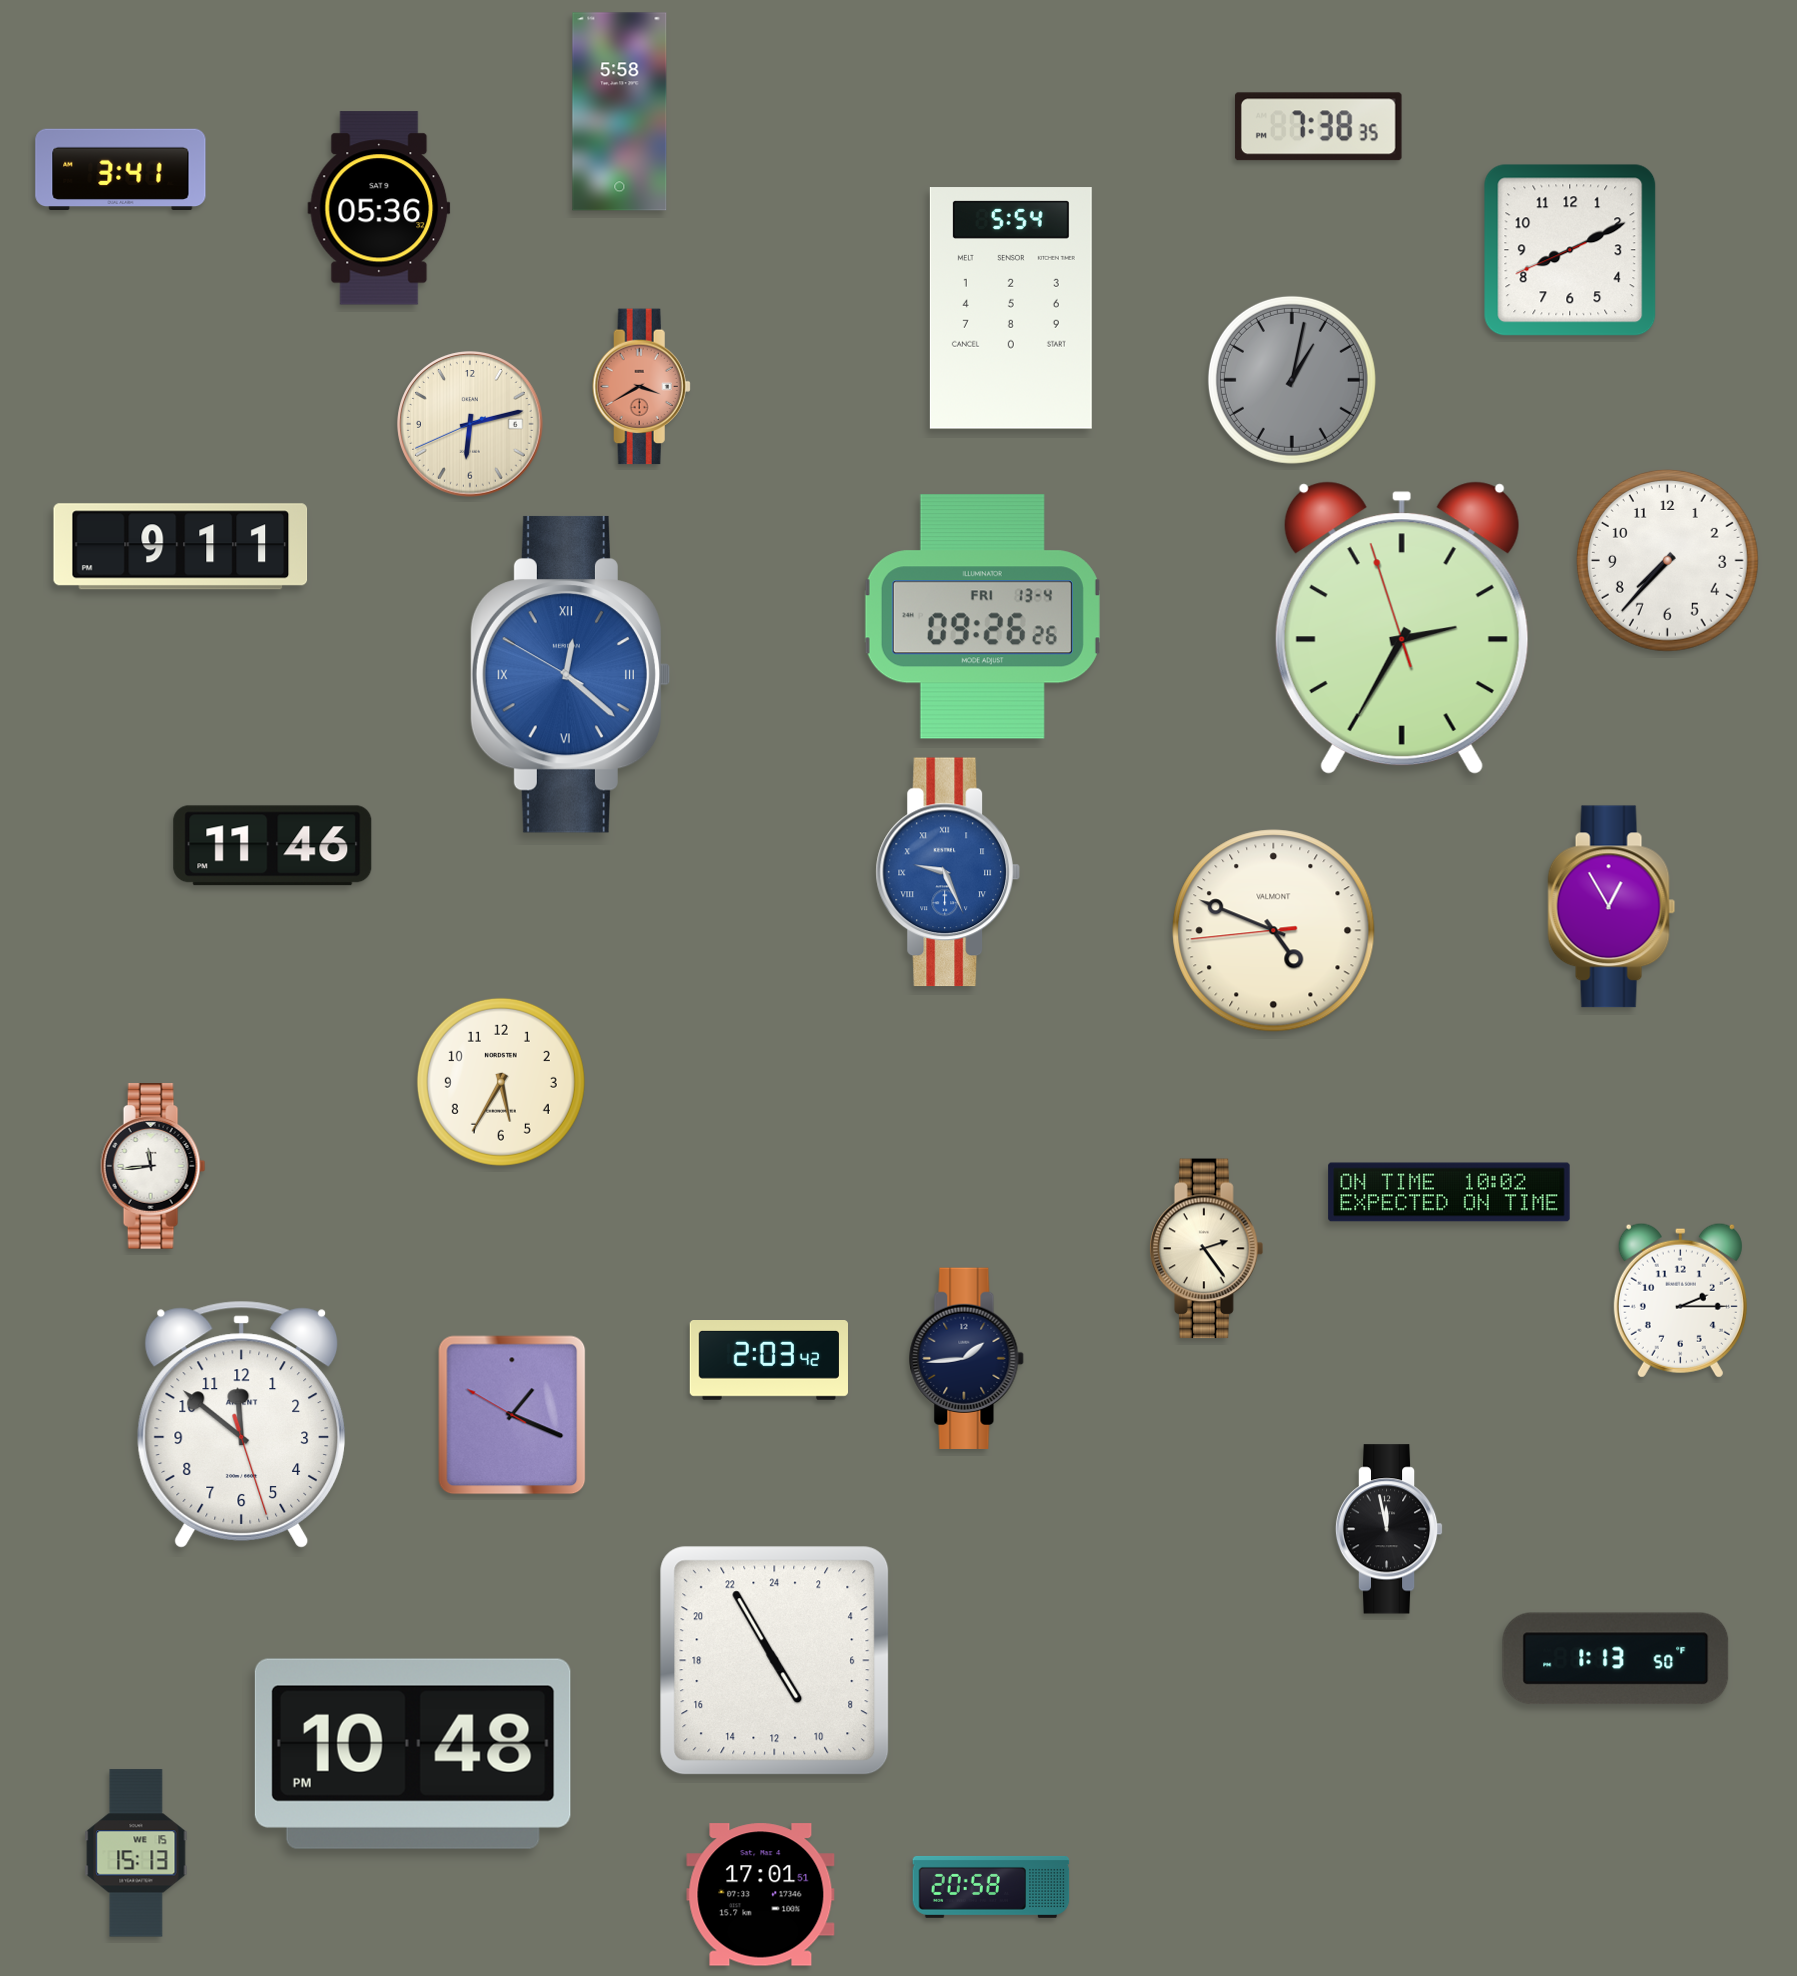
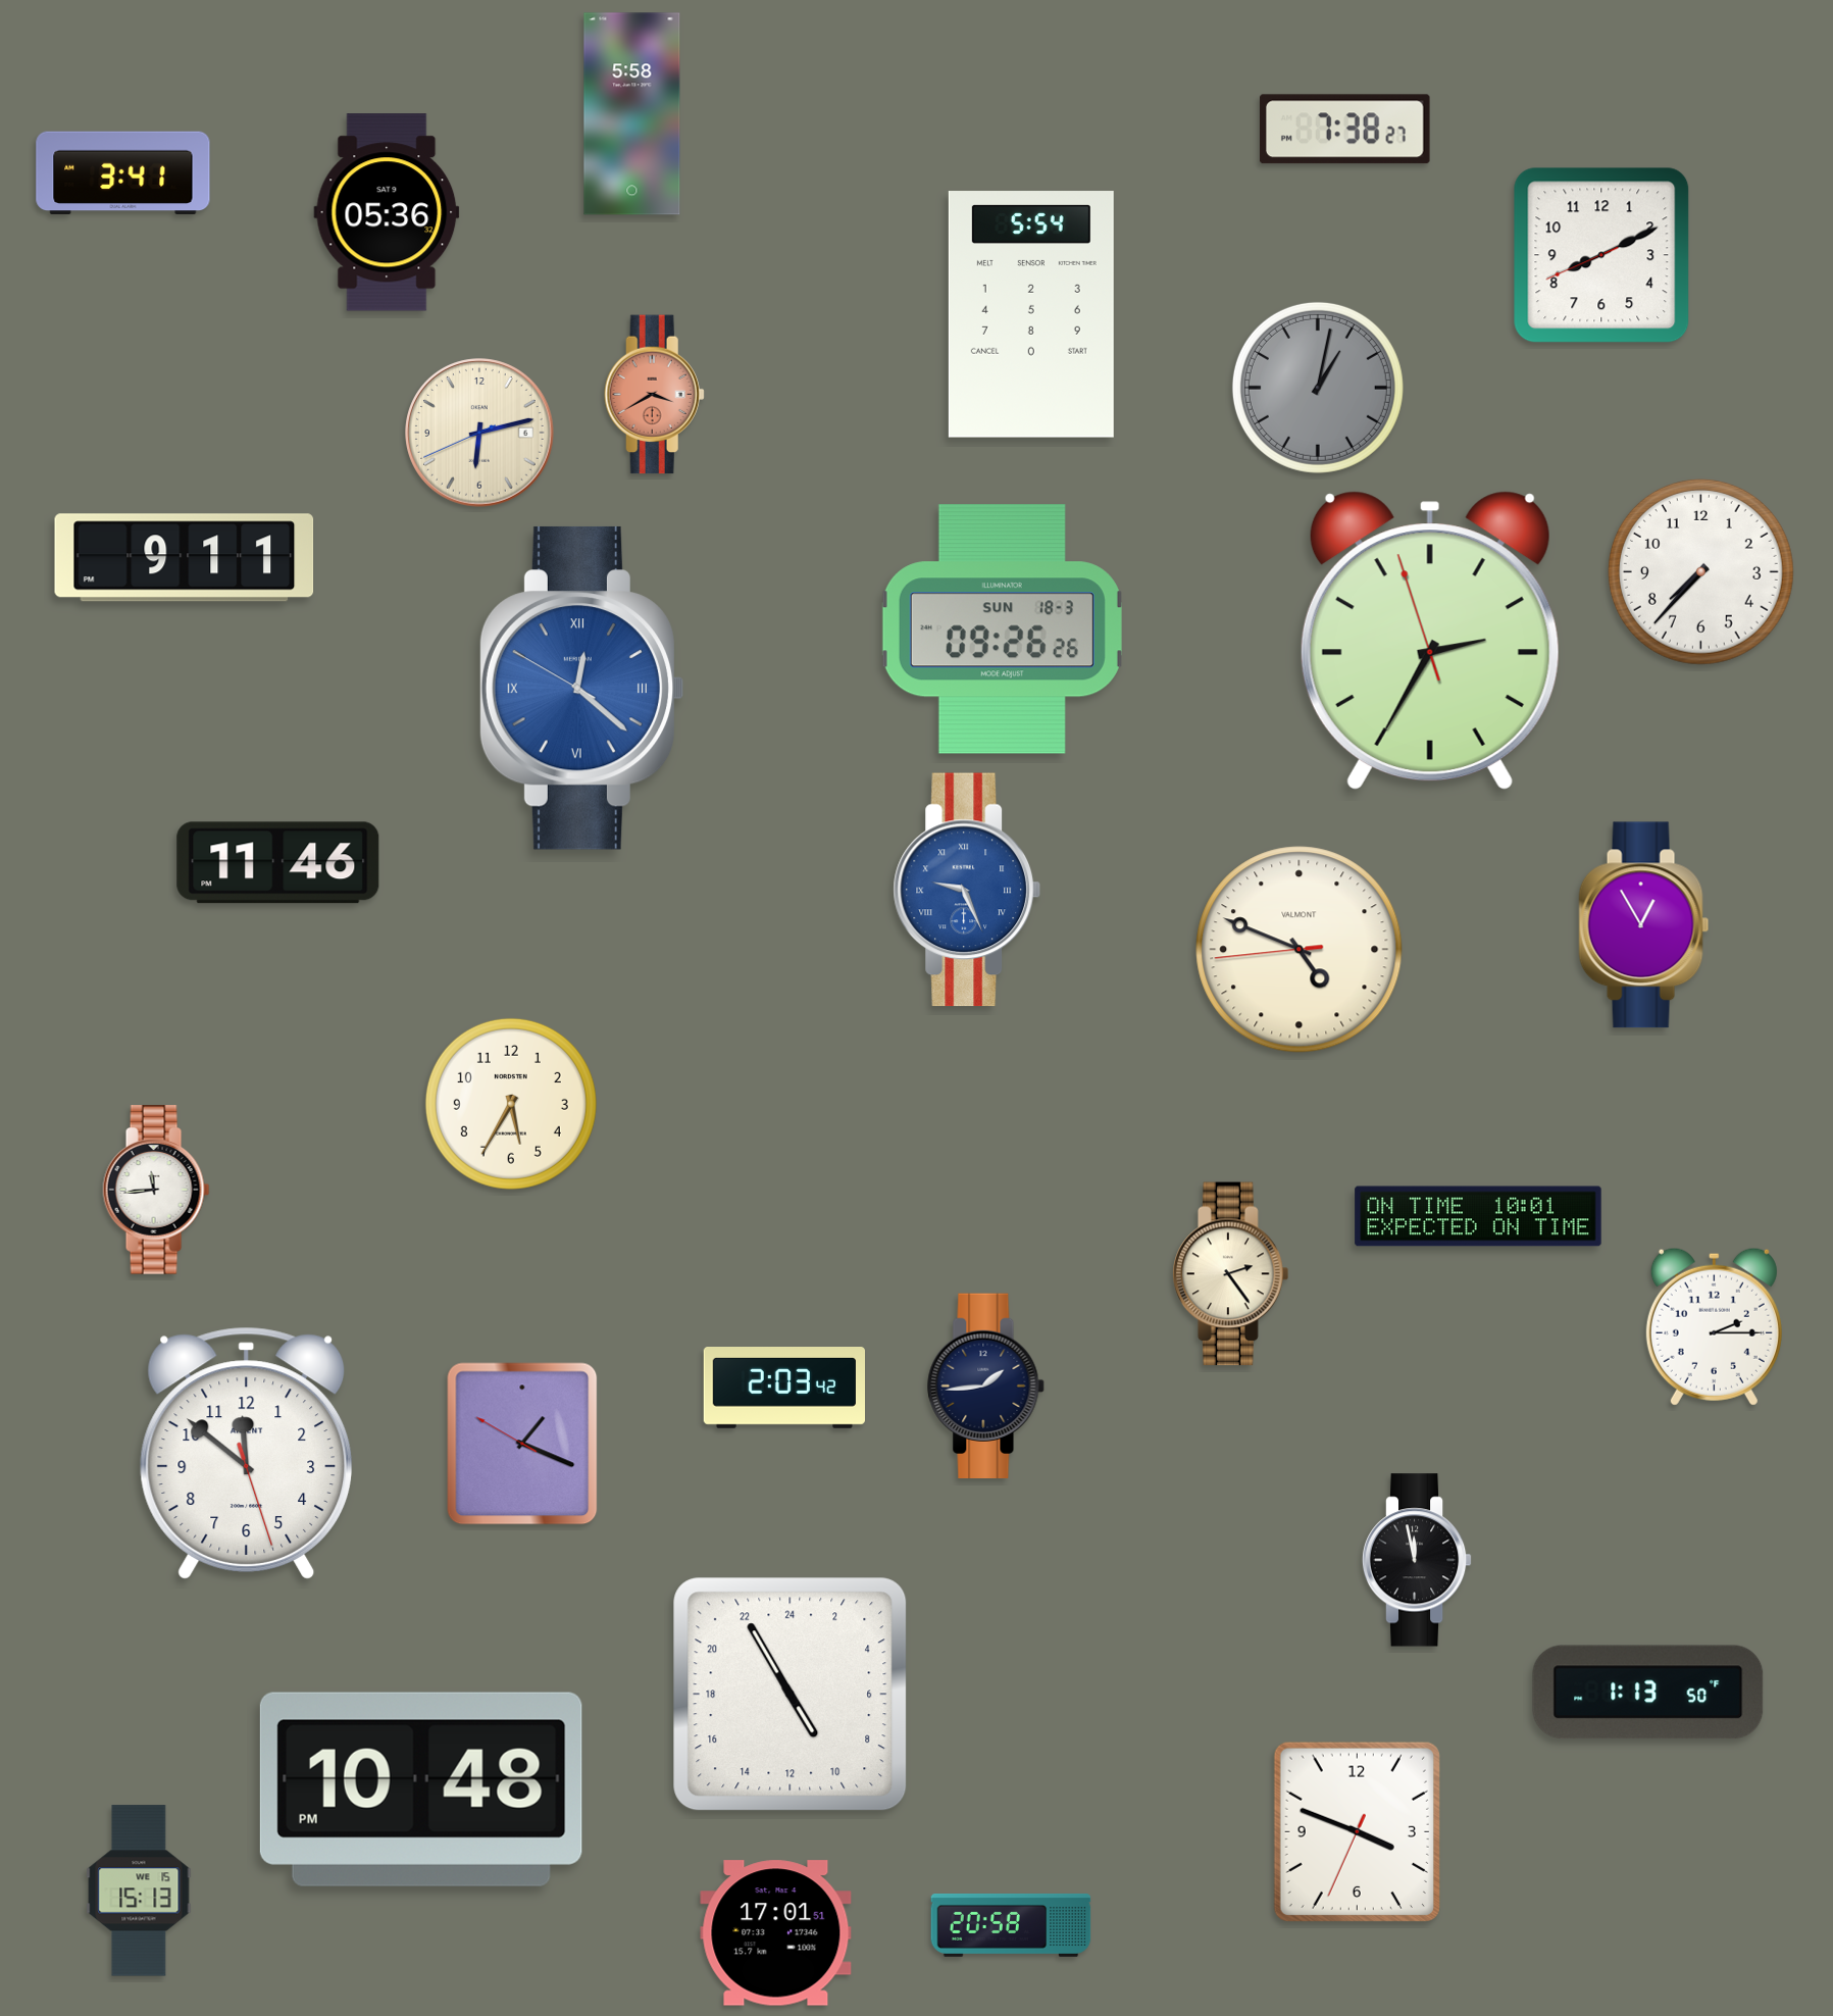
clock at (1318, 127): 7:38:35 -> 7:38:27
clock at (982, 617) date: FRI 13-4 -> SUN 18-3
clock at (1449, 1192): 10:02 -> 10:01
clock at (1357, 1831): none -> 3:48
